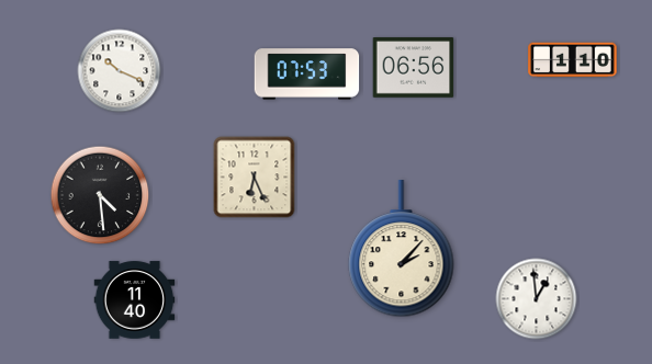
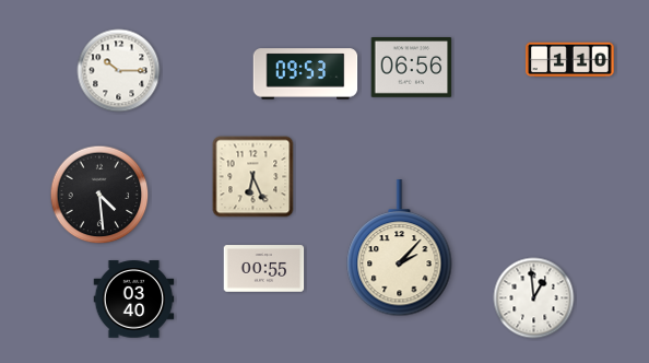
clock at (120, 71): 10:19 -> 10:15
clock at (307, 75): 07:53 -> 09:53
clock at (264, 269): none -> 00:55
clock at (135, 300): 11:40 -> 03:40
